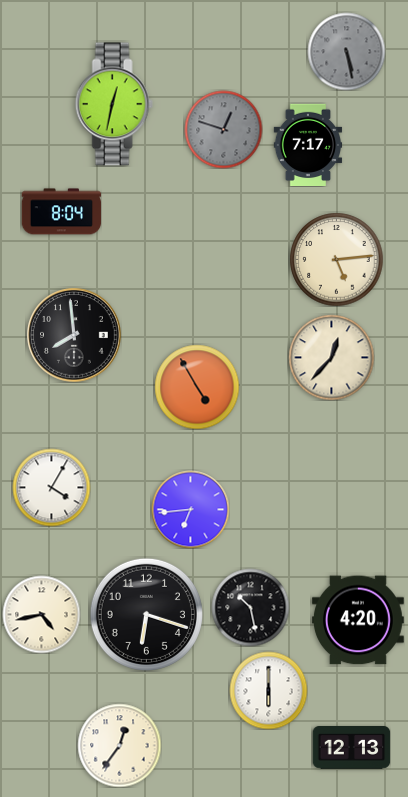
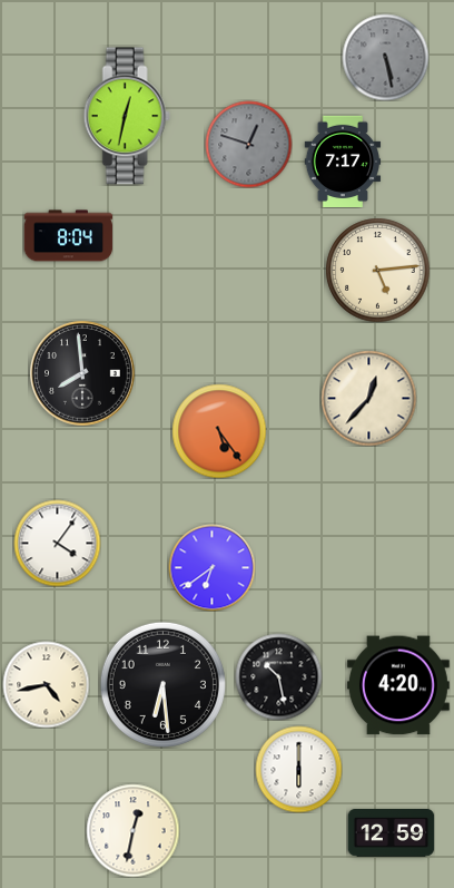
clock at (336, 259) position: (336, 259) -> (377, 270)
clock at (197, 387): 4:55 -> 5:24
clock at (51, 487): 4:05 -> 4:06
clock at (190, 509): 6:44 -> 6:39
clock at (146, 614): 6:18 -> 6:29
clock at (358, 620) position: (358, 620) -> (398, 685)
clock at (119, 745): 12:36 -> 12:32
clock at (351, 748): 12:13 -> 12:59
